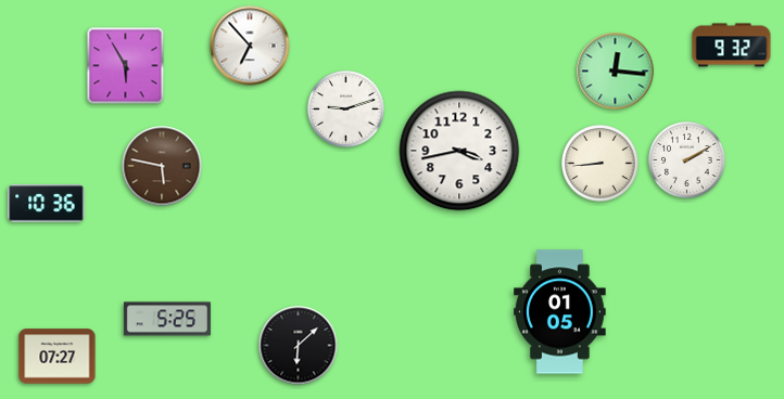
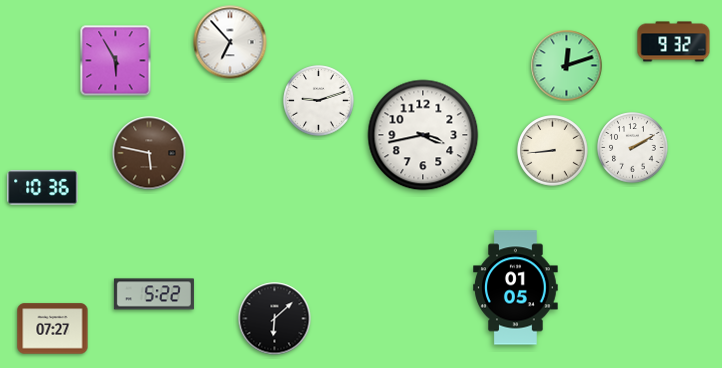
clock at (616, 72): 12:16 -> 12:12
clock at (459, 151) position: (459, 151) -> (423, 135)
clock at (167, 319): 5:25 -> 5:22
